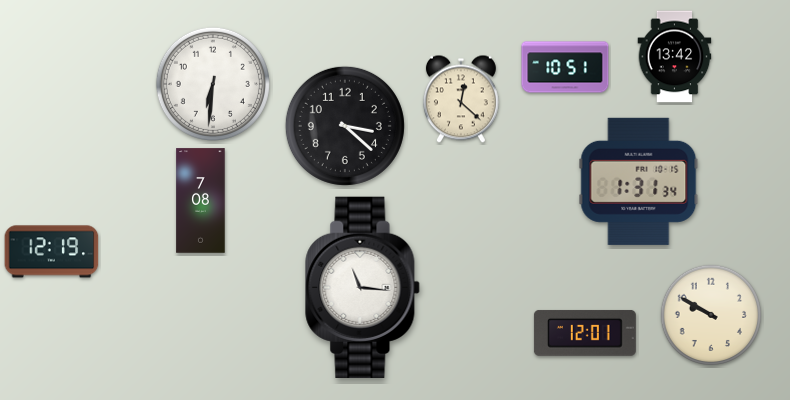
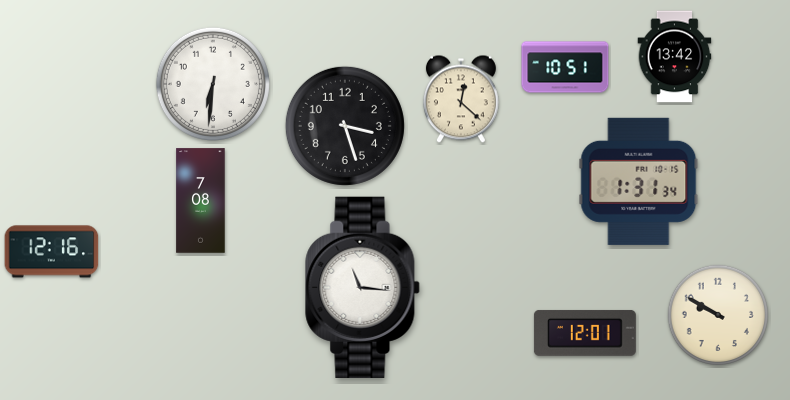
clock at (345, 126): 3:22 -> 3:27
clock at (52, 252): 12:19 -> 12:16
clock at (710, 314) position: (710, 314) -> (717, 314)
